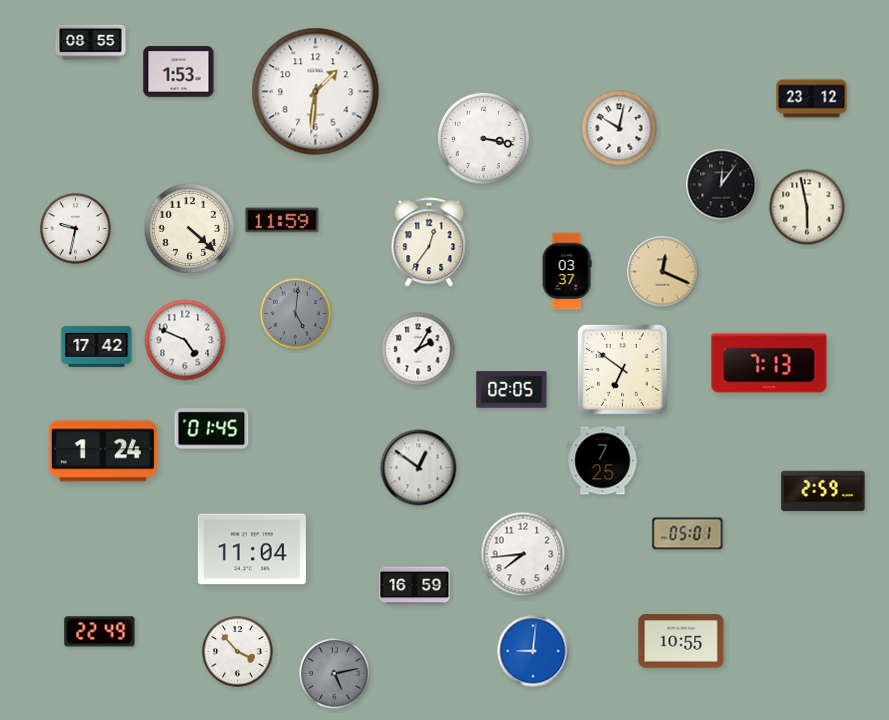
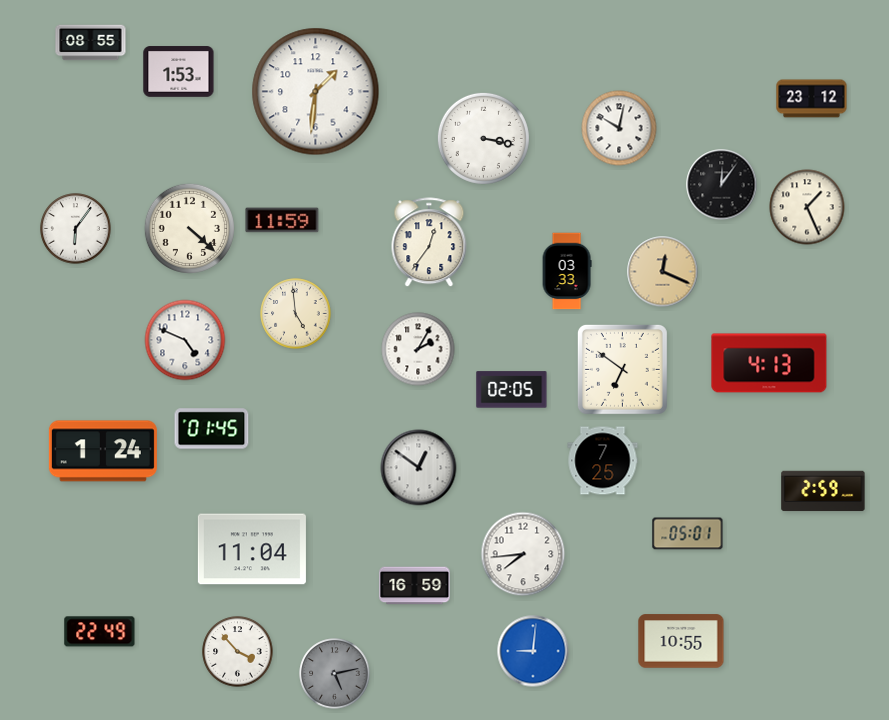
clock at (807, 207): 5:58 -> 1:26
clock at (76, 229): 9:32 -> 6:06
clock at (567, 271): 03:37 -> 03:33
clock at (296, 314): 5:01 -> 4:59
clock at (296, 314) dial: grey -> cream
clock at (97, 346): 17:42 -> none
clock at (769, 363): 7:13 -> 4:13
